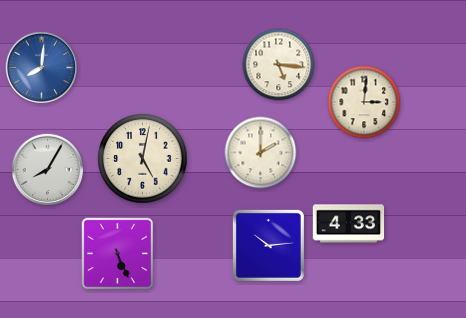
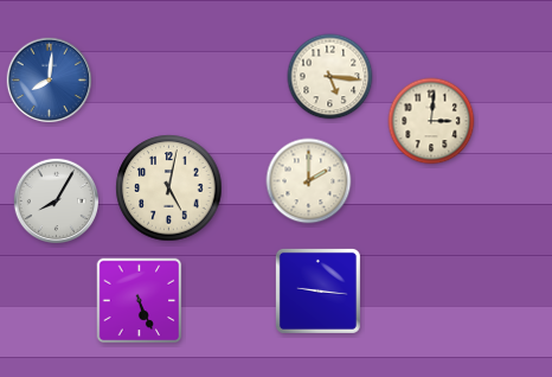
clock at (349, 224): 4:33 -> none
clock at (268, 245): 10:14 -> 9:16
